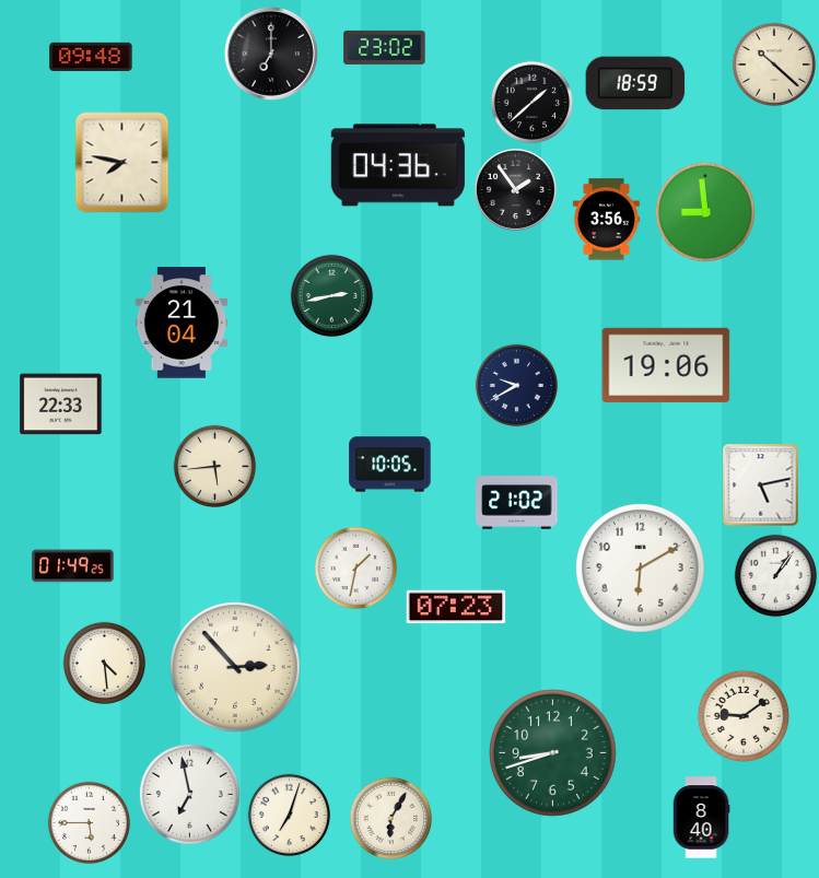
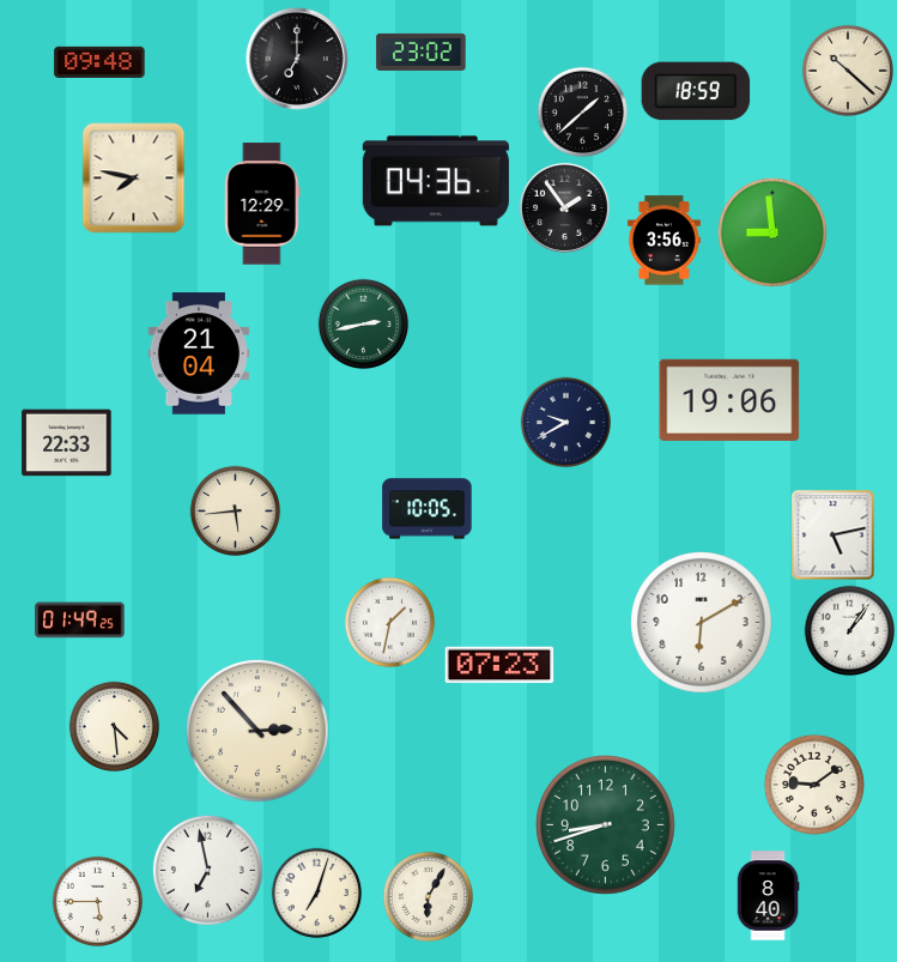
clock at (262, 204): none -> 12:29
clock at (761, 485) position: (761, 485) -> (834, 536)
clock at (517, 503): 21:02 -> none
